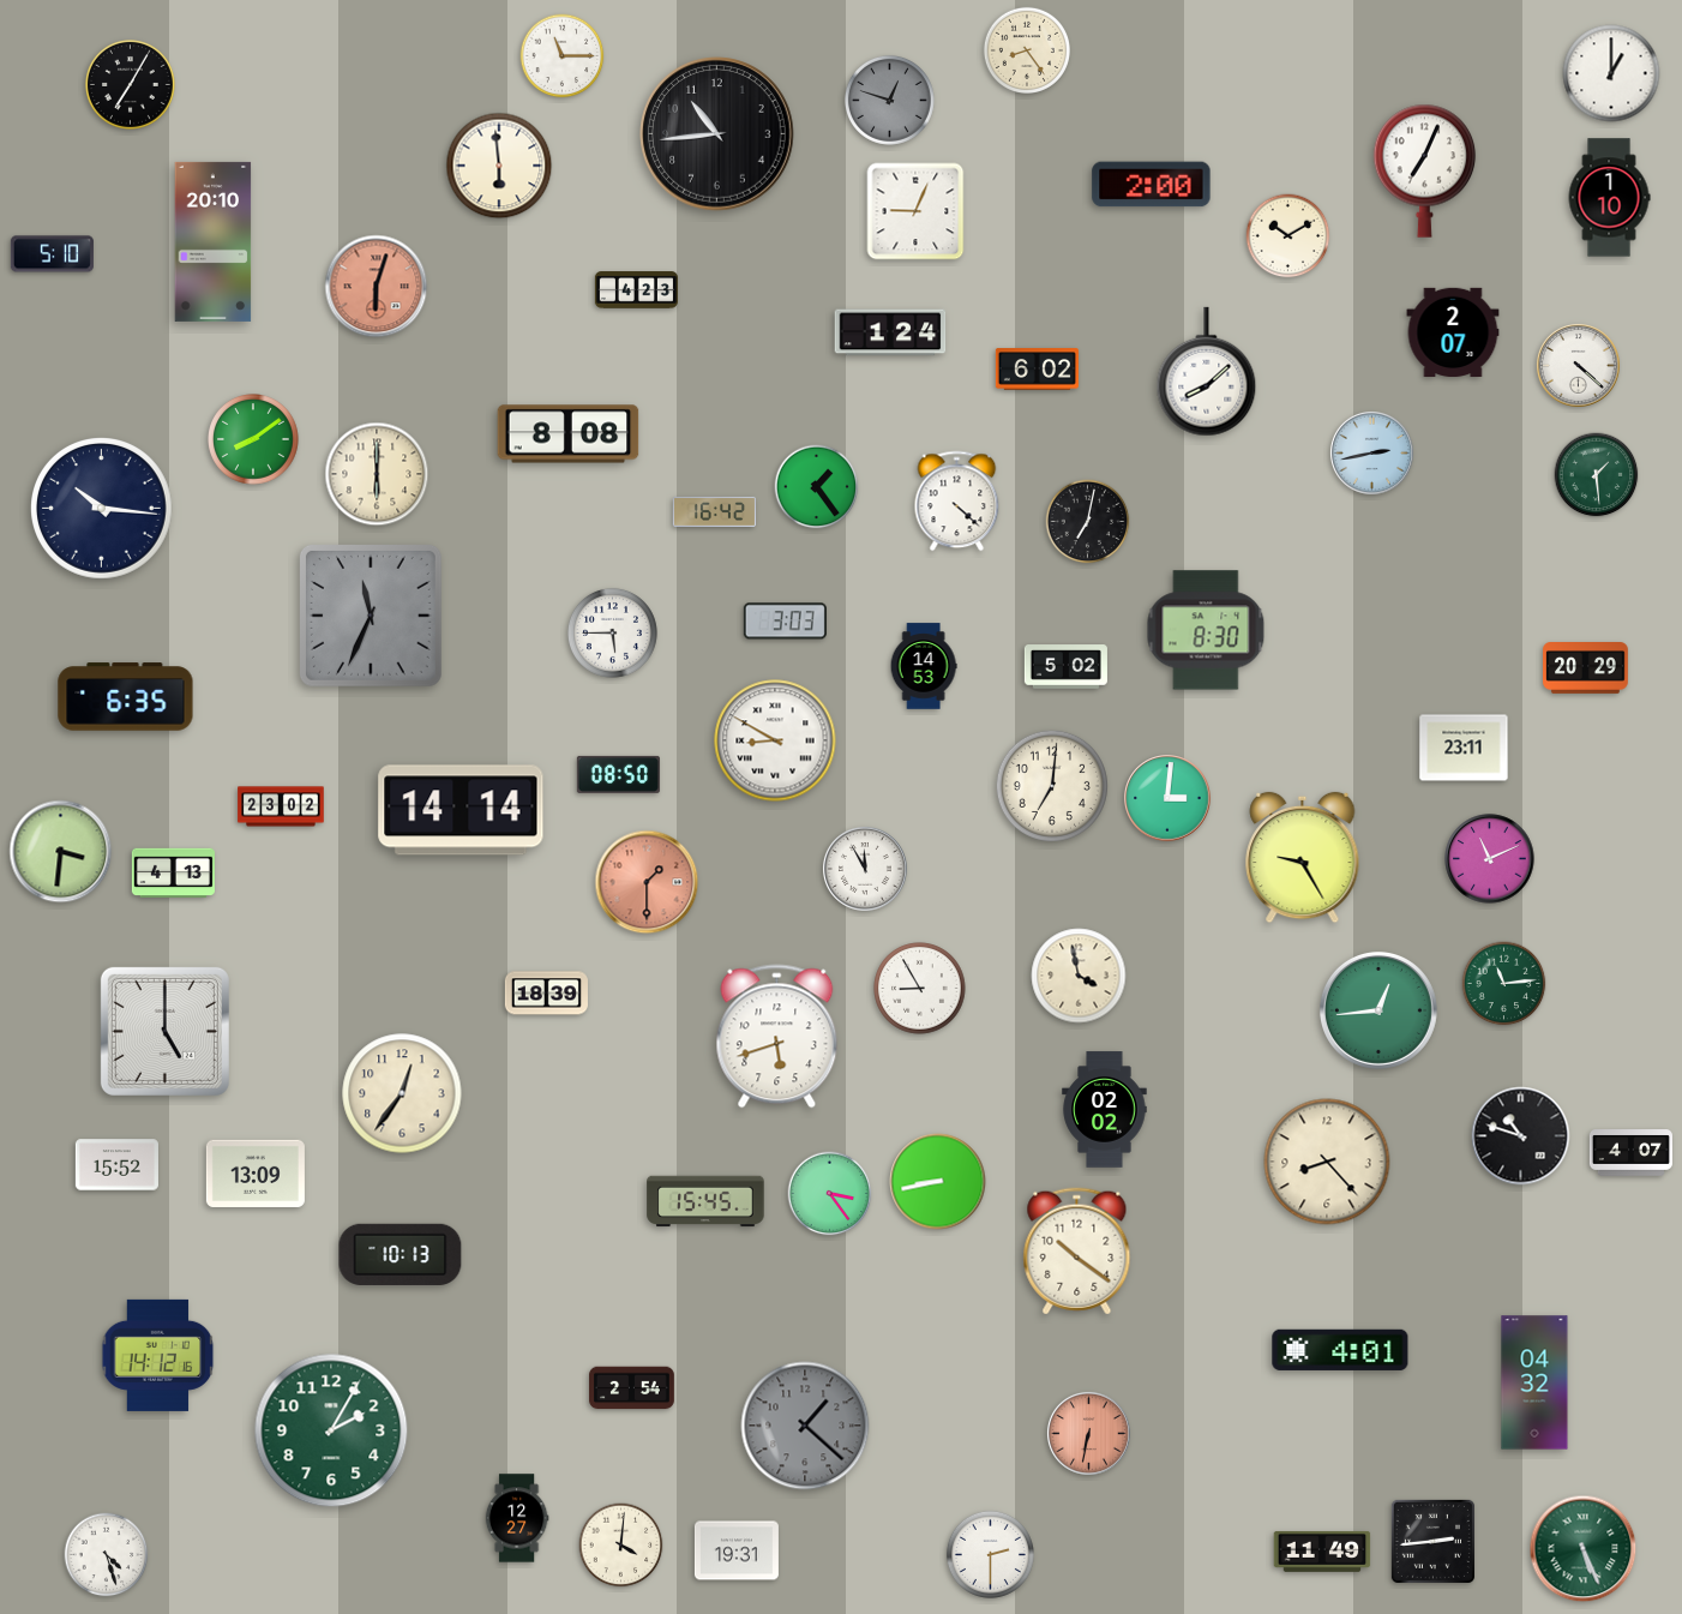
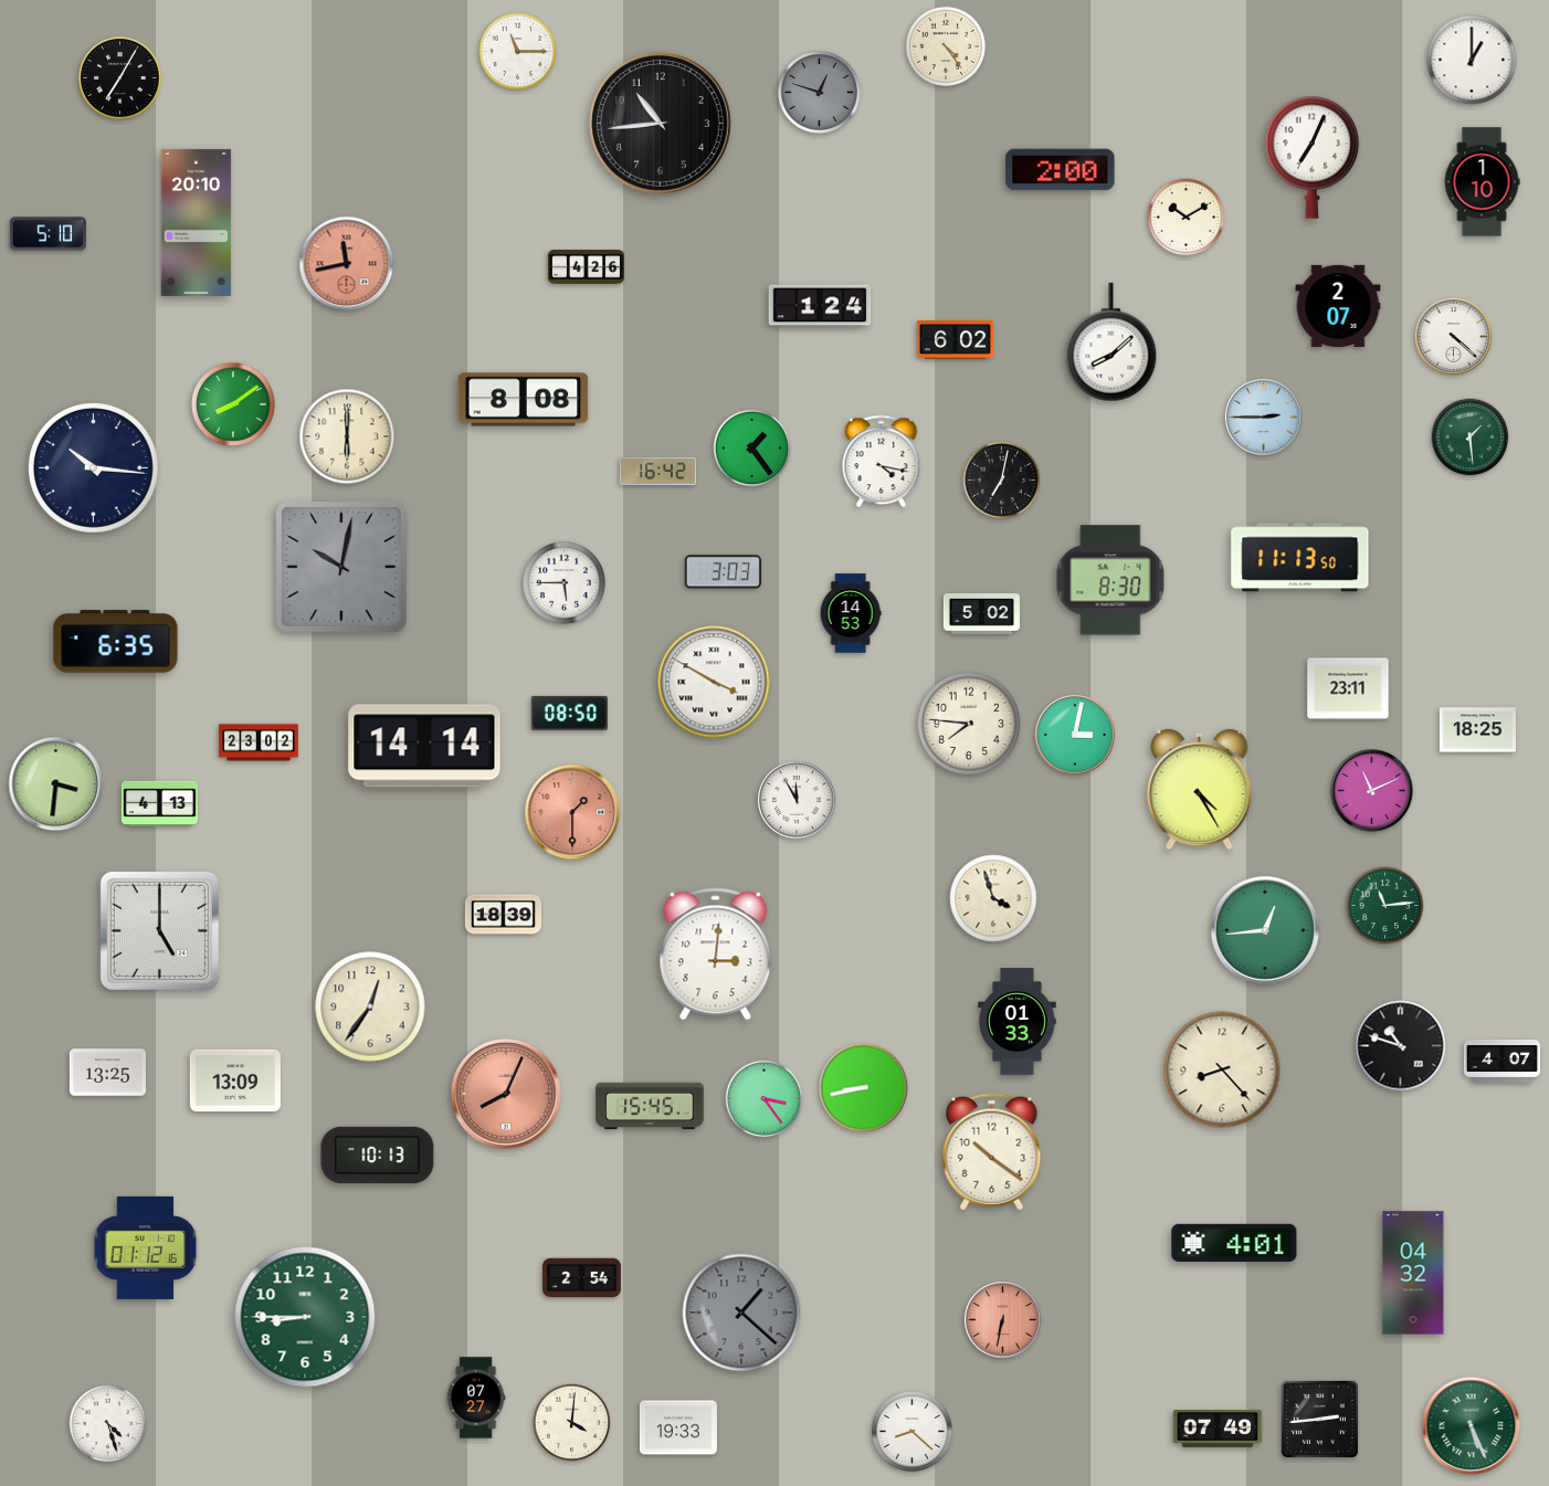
clock at (1026, 49): 8:24 -> 4:24
clock at (1611, 73) position: (1611, 73) -> (1472, 60)
clock at (499, 166): 5:59 -> none
clock at (915, 211): 9:04 -> none
clock at (377, 287): 6:03 -> 11:43
clock at (636, 290): 4:23 -> 4:26
clock at (1371, 452): 2:43 -> 2:45
clock at (957, 502): 4:22 -> 4:17
clock at (1300, 558): none -> 11:13
clock at (371, 616): 11:34 -> 10:02
clock at (1586, 668): 20:29 -> none
clock at (775, 740): 8:50 -> 3:50
clock at (1052, 786): 7:01 -> 7:46
clock at (1477, 730): none -> 18:25
clock at (1167, 798): 3:01 -> 3:02
clock at (1303, 858): 9:25 -> 4:25
clock at (647, 882) position: (647, 882) -> (572, 812)
clock at (1079, 976): 3:58 -> 3:57
clock at (920, 989): 8:55 -> none
clock at (1378, 1010) position: (1378, 1010) -> (1265, 930)
clock at (164, 1031) position: (164, 1031) -> (159, 930)
clock at (777, 1037): 5:42 -> 3:01
clock at (1105, 1110): 02:02 -> 01:33
clock at (116, 1165): 15:52 -> 13:25
clock at (506, 1094): none -> 8:04
clock at (401, 1254) position: (401, 1254) -> (378, 1155)
clock at (158, 1355): 14:12 -> 01:12
clock at (331, 1430): 2:05 -> 8:45
clock at (517, 1518): 12:27 -> 07:27
clock at (1584, 1549) position: (1584, 1549) -> (1472, 1426)
clock at (737, 1550): 19:31 -> 19:33
clock at (1322, 1552): 11:49 -> 07:49
clock at (990, 1554): 2:30 -> 8:22
clock at (107, 1555) position: (107, 1555) -> (108, 1424)
